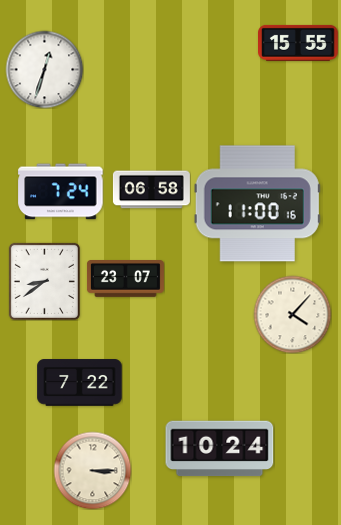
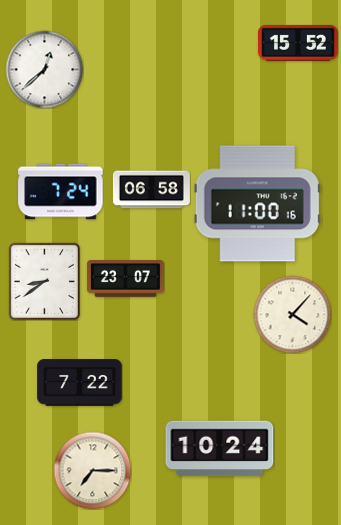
clock at (299, 43): 15:55 -> 15:52
clock at (44, 69): 12:33 -> 12:38
clock at (92, 470): 3:15 -> 7:15
